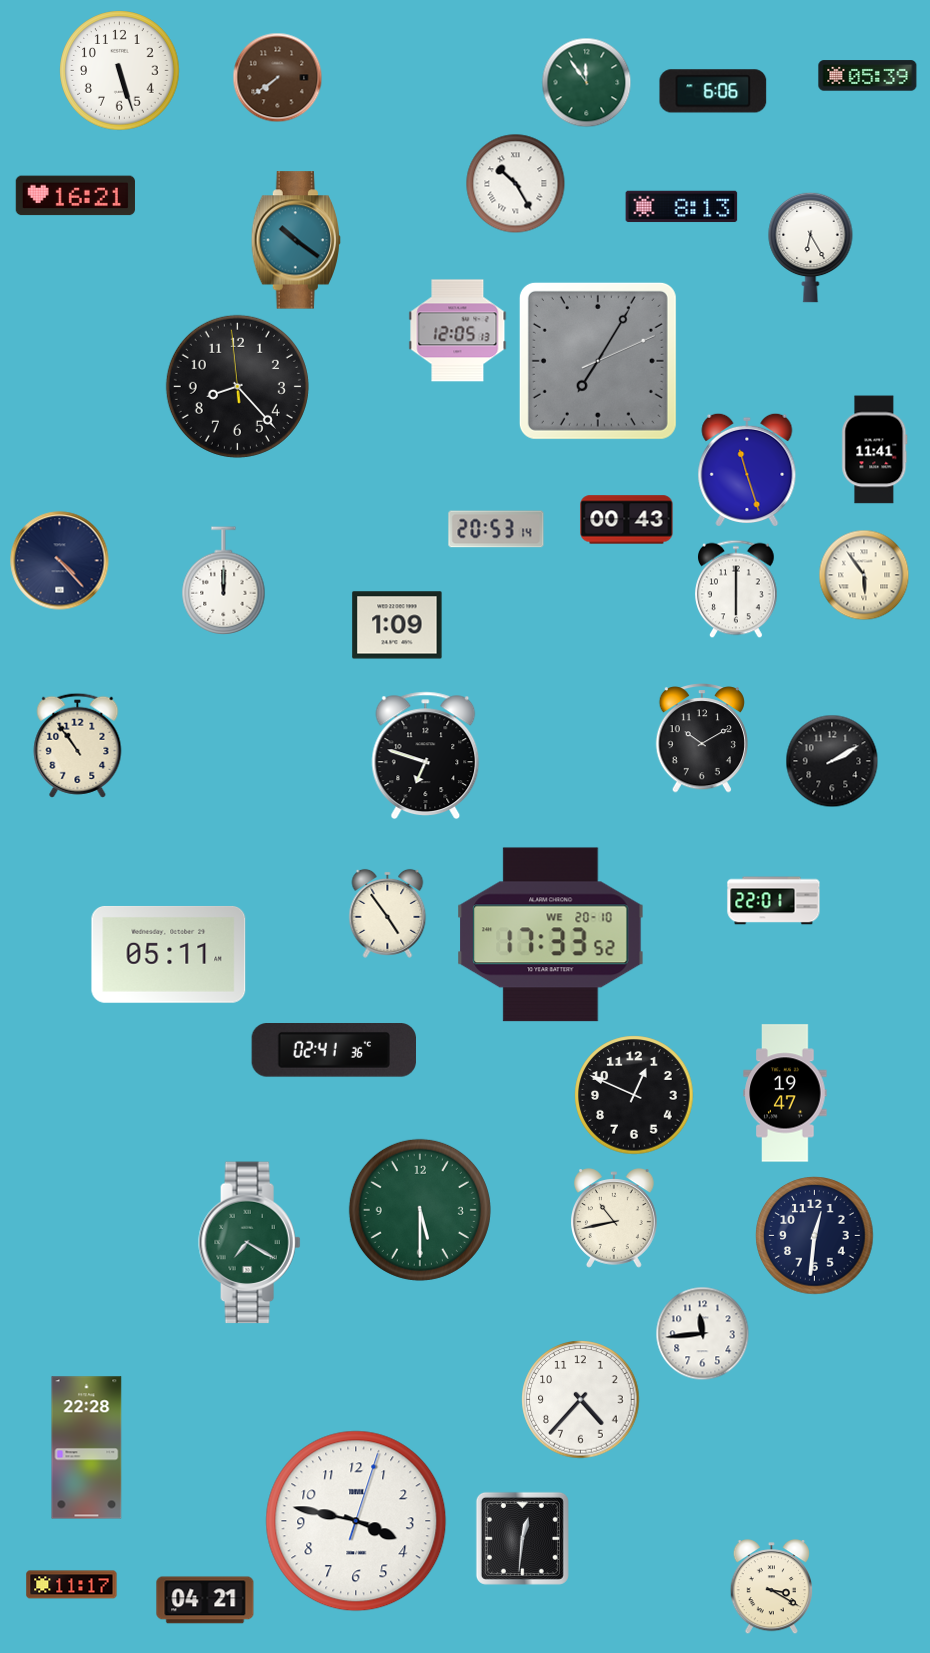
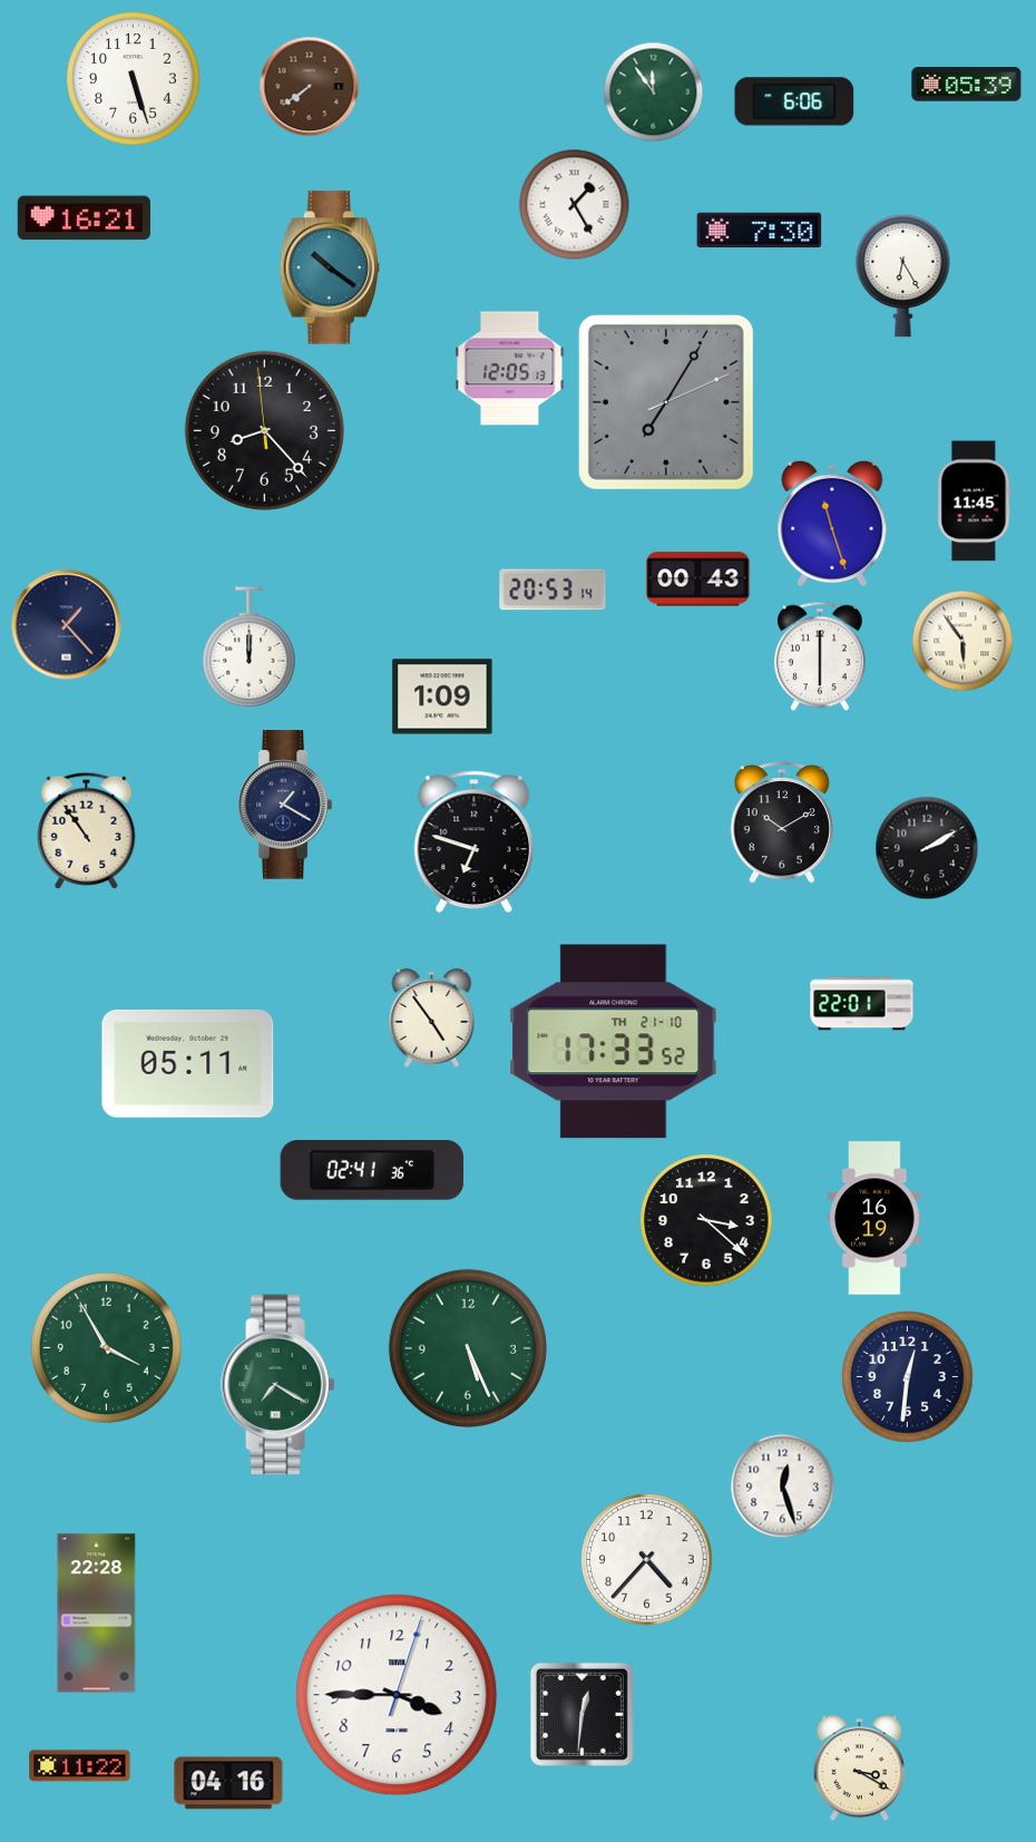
clock at (516, 184): 10:25 -> 1:25
clock at (682, 207): 8:13 -> 7:30
clock at (875, 450): 11:41 -> 11:45
clock at (60, 561): 4:23 -> 1:23
clock at (285, 805): none -> 1:20
clock at (551, 935) date: WE 20-10 -> TH 21-10
clock at (785, 1093): 19:47 -> 16:19
clock at (634, 1095): 12:49 -> 3:22
clock at (106, 1347): none -> 3:55
clock at (420, 1210): 5:30 -> 5:26
clock at (615, 1218): 10:43 -> none
clock at (702, 1333): 11:44 -> 12:27
clock at (356, 1521): 3:47 -> 3:45
clock at (72, 1585): 11:17 -> 11:22
clock at (205, 1600): 04:21 -> 04:16
